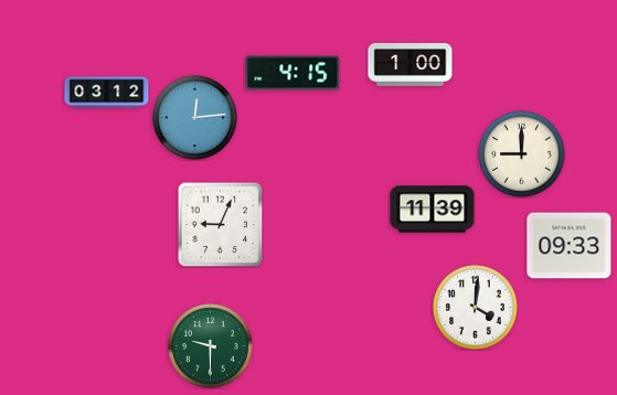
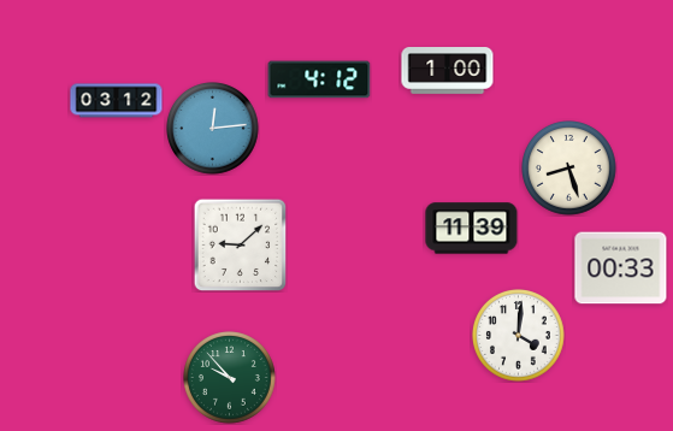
clock at (292, 73): 4:15 -> 4:12
clock at (522, 154): 9:00 -> 8:27
clock at (220, 224): 9:04 -> 9:08
clock at (570, 246): 09:33 -> 00:33
clock at (211, 346): 9:30 -> 9:53
